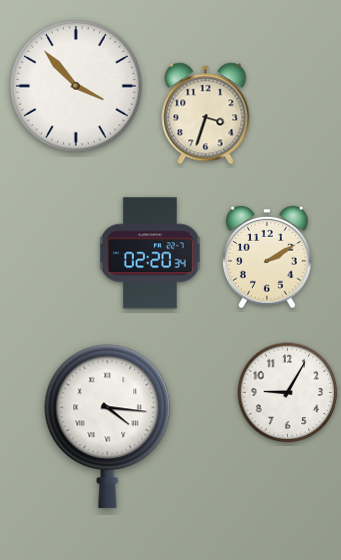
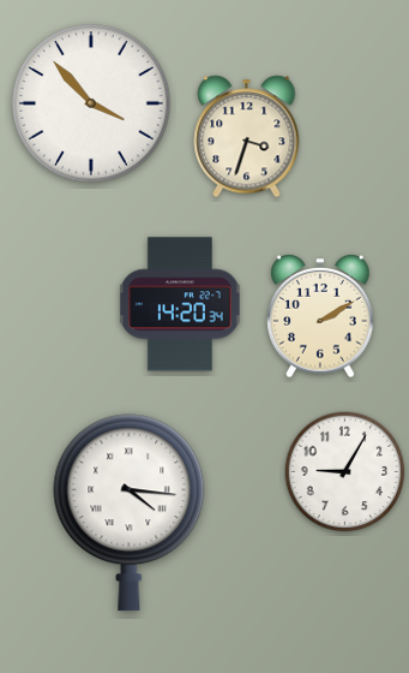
clock at (150, 253): 02:20 -> 14:20
clock at (267, 258) position: (267, 258) -> (320, 317)
